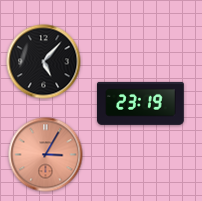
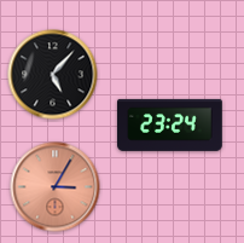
clock at (141, 103): 23:19 -> 23:24
